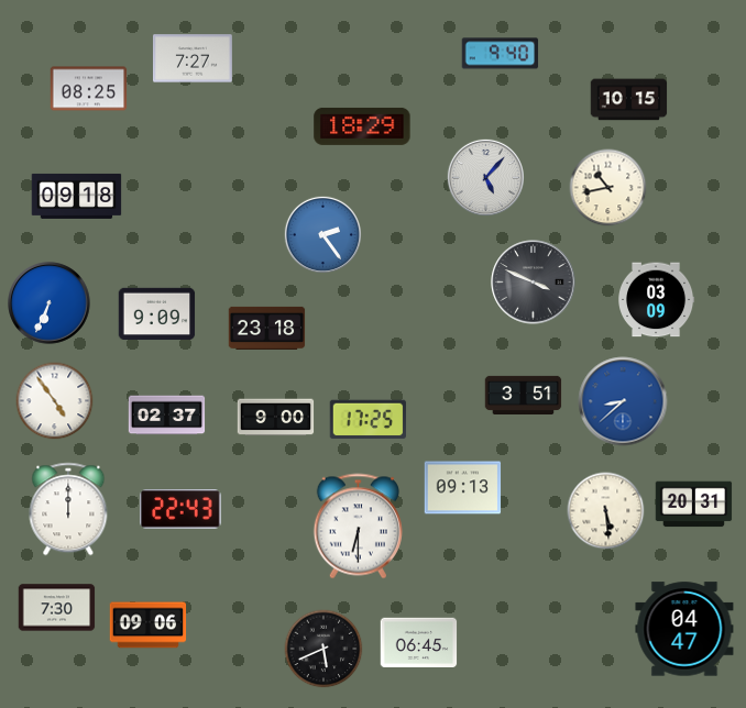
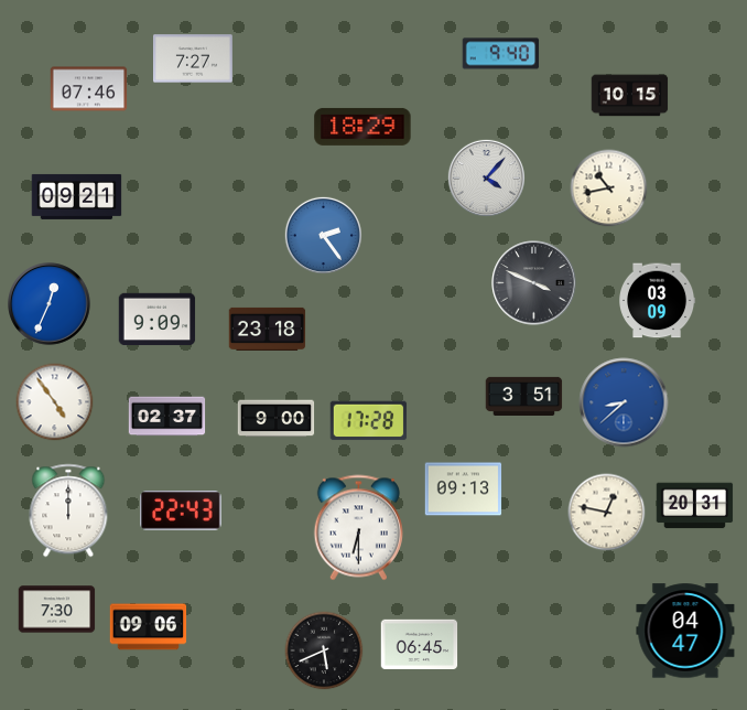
clock at (89, 89): 08:25 -> 07:46
clock at (629, 100) position: (629, 100) -> (630, 96)
clock at (485, 177): 5:07 -> 4:07
clock at (77, 196): 09:18 -> 09:21
clock at (50, 303): 6:34 -> 12:34
clock at (157, 314) position: (157, 314) -> (158, 320)
clock at (369, 420): 17:25 -> 17:28
clock at (606, 511): 5:29 -> 12:47
